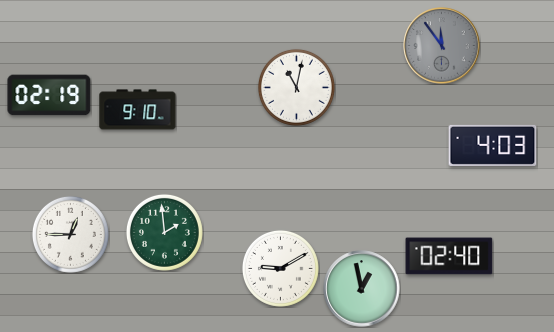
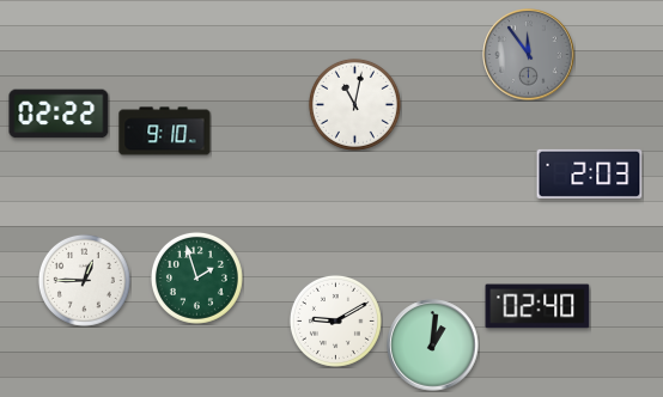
clock at (49, 95): 02:19 -> 02:22
clock at (493, 145): 4:03 -> 2:03
clock at (164, 232): 1:59 -> 1:57
clock at (362, 289): 12:58 -> 1:01
